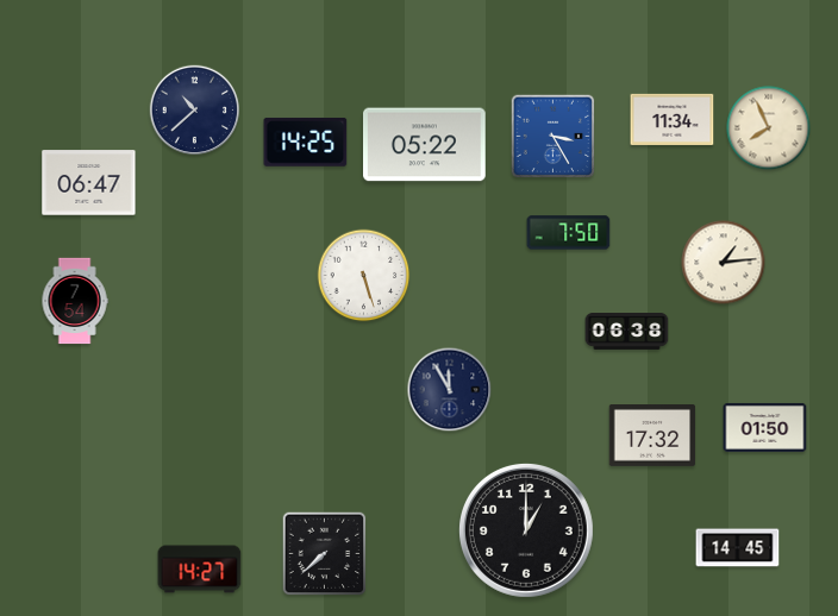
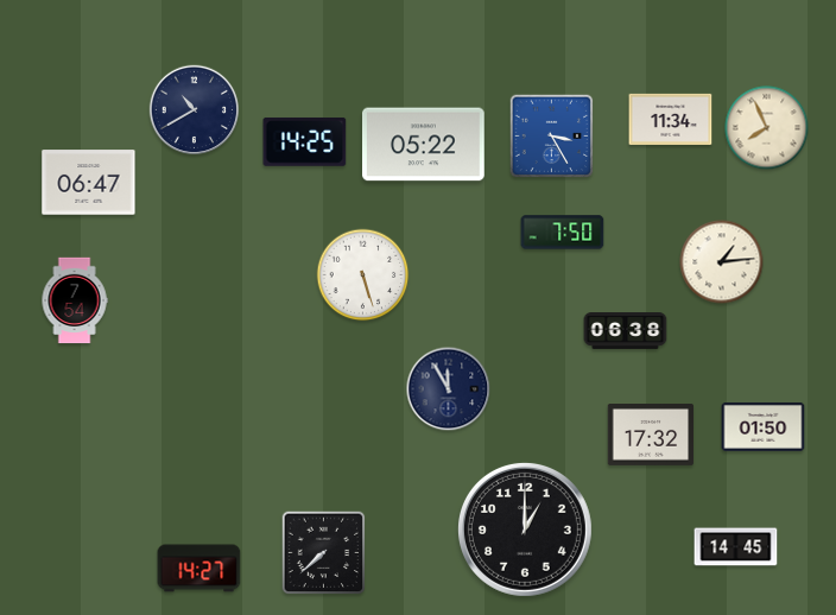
clock at (195, 111): 10:38 -> 10:40
clock at (569, 233) position: (569, 233) -> (563, 233)
